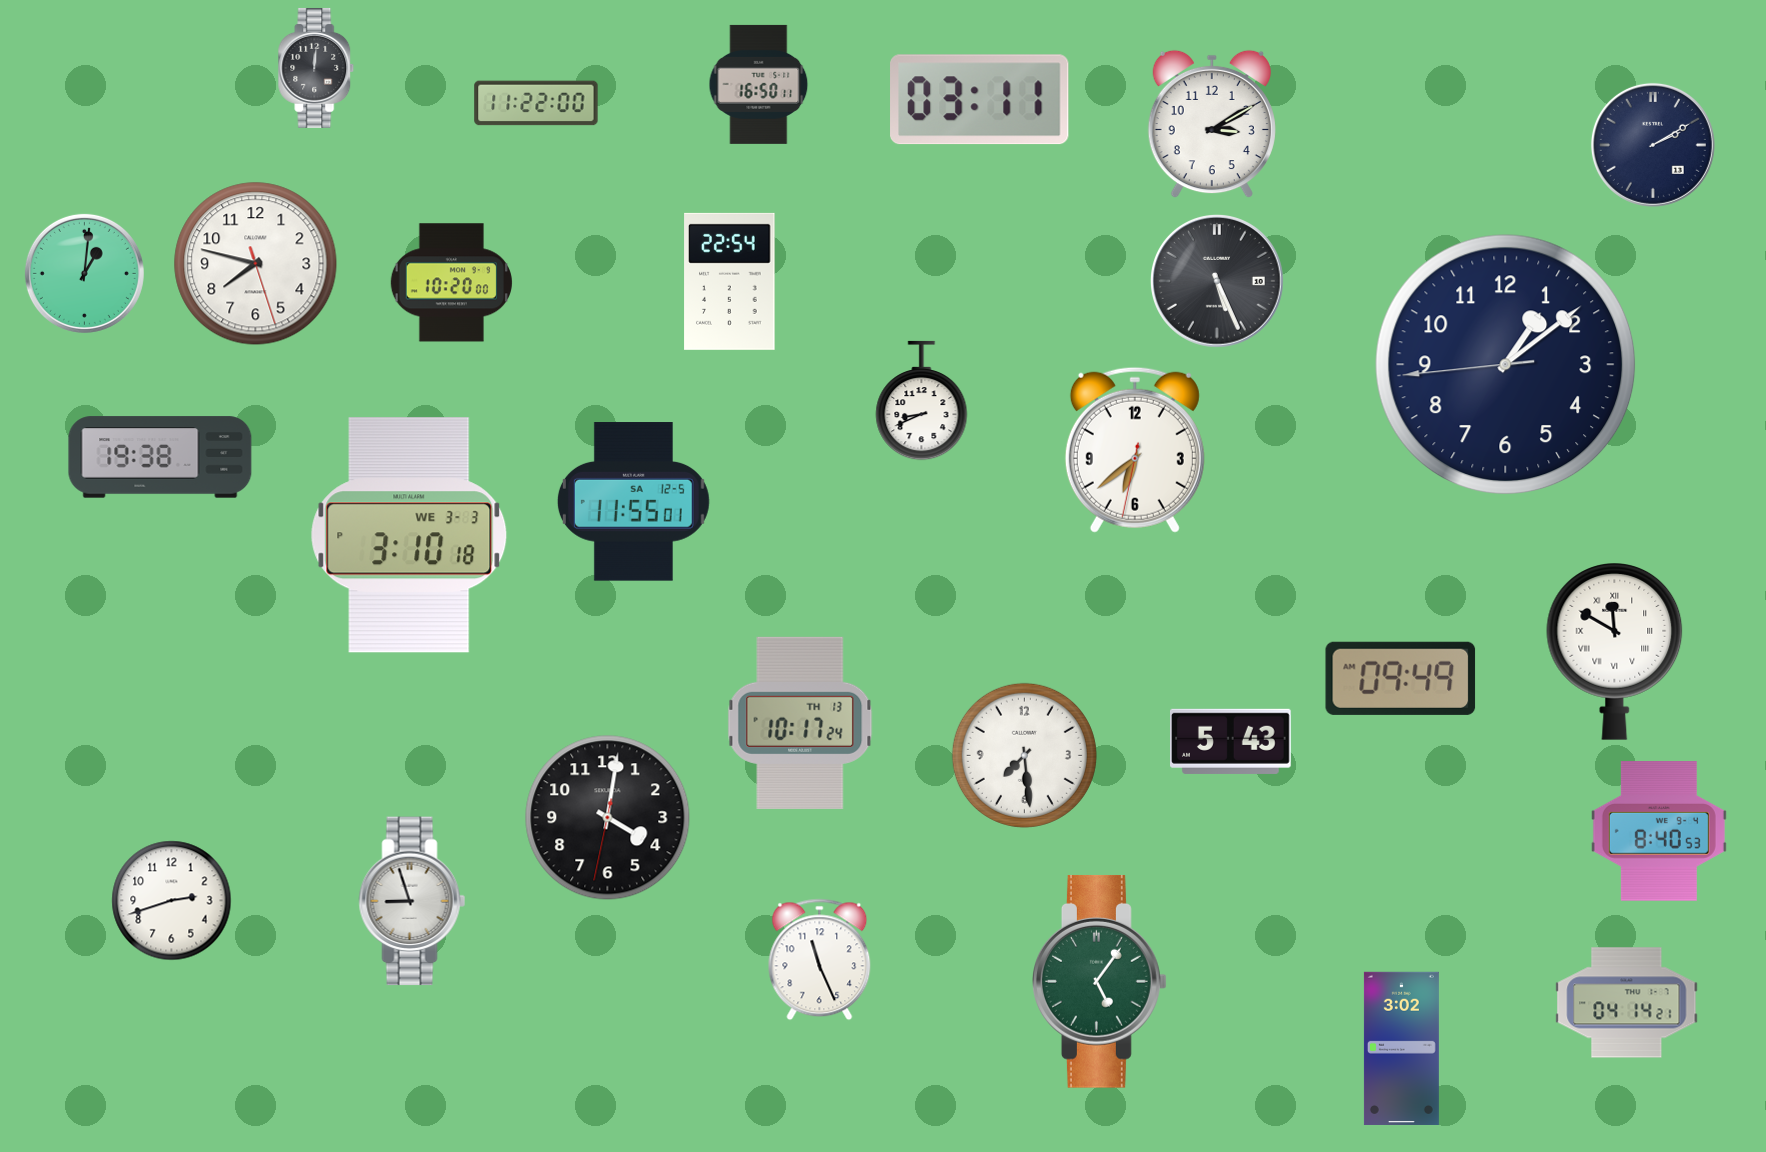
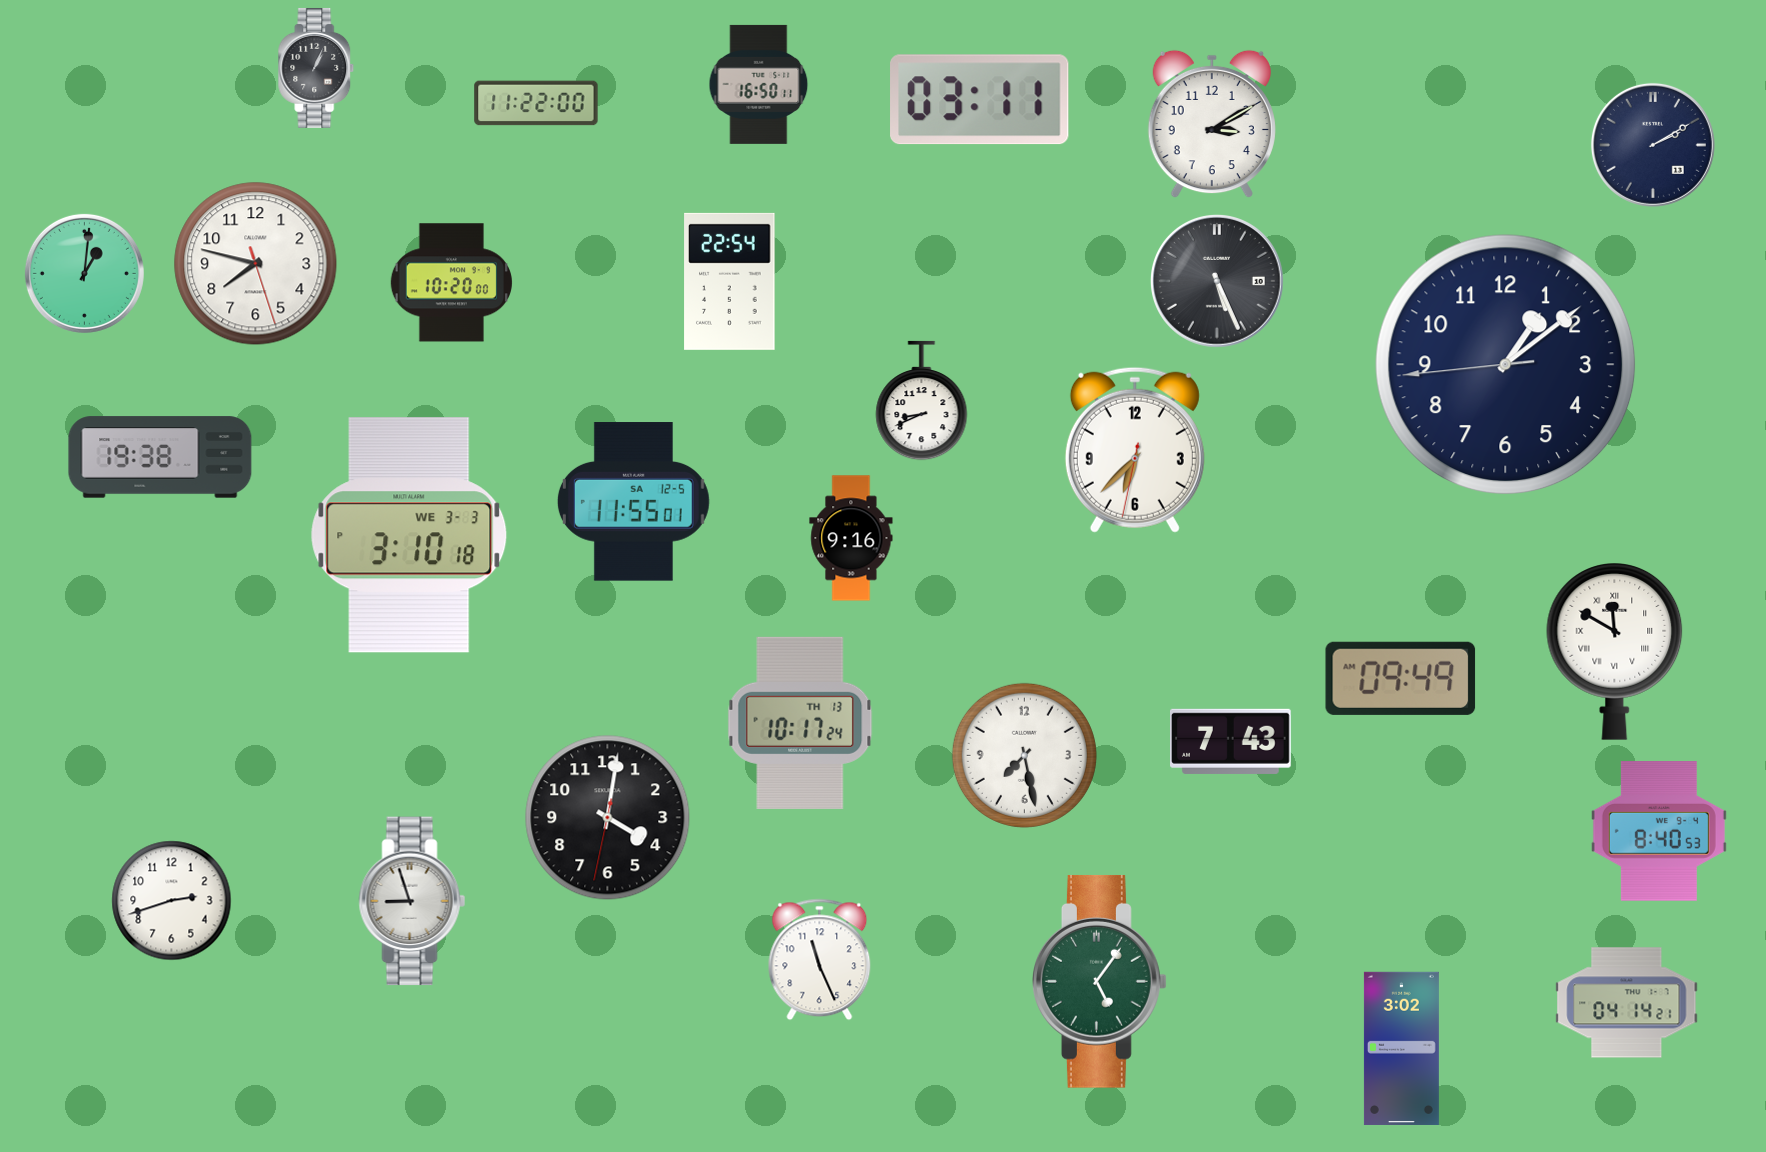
clock at (316, 68): 12:01 -> 1:04
clock at (1135, 450): 6:38 -> 6:37
clock at (851, 538): none -> 9:16
clock at (1231, 741): 5:43 -> 7:43
clock at (1024, 755): 7:29 -> 7:28
